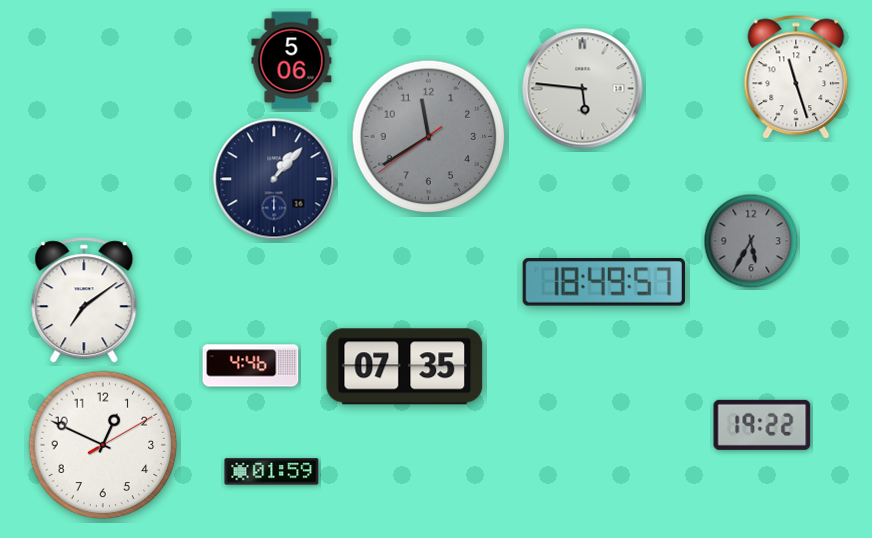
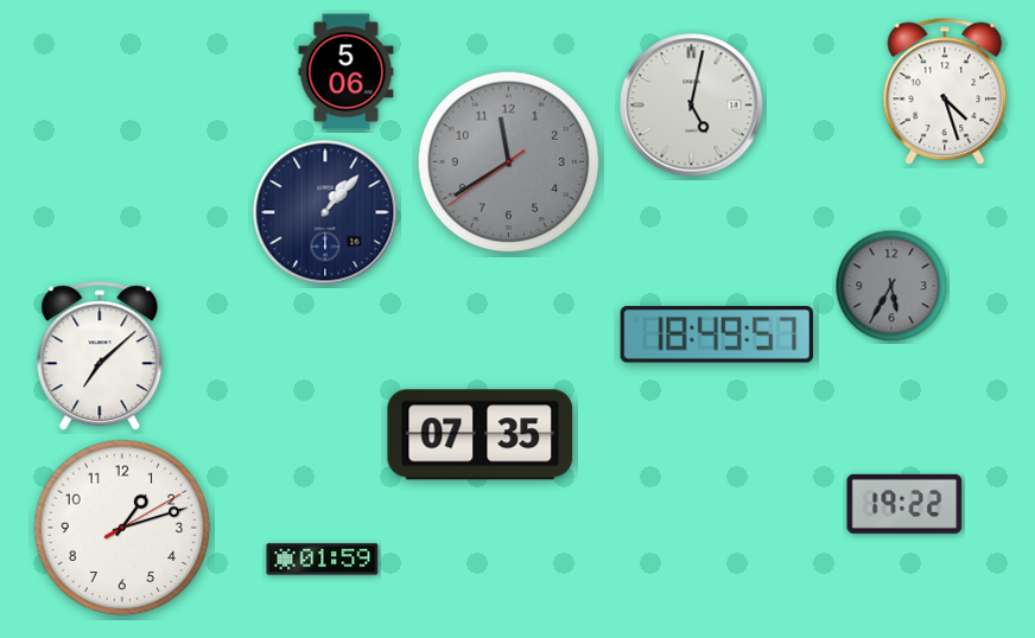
clock at (796, 77): 11:27 -> 4:27
clock at (583, 89): 5:46 -> 5:02
clock at (84, 301): 7:09 -> 7:08
clock at (251, 366): 4:46 -> none
clock at (103, 445): 12:49 -> 1:12
